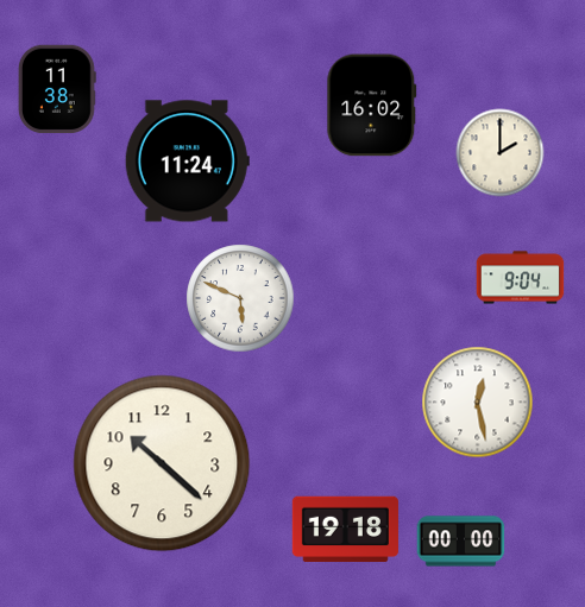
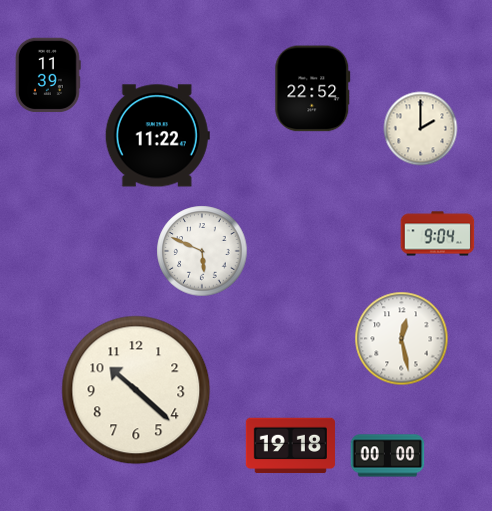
clock at (57, 89): 11:38 -> 11:39
clock at (372, 106): 16:02 -> 22:52
clock at (187, 162): 11:24 -> 11:22
